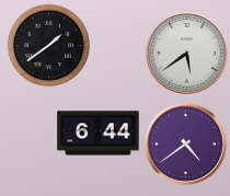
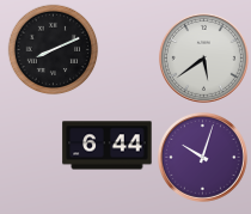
clock at (49, 46): 1:39 -> 8:11
clock at (185, 143): 4:39 -> 10:03
